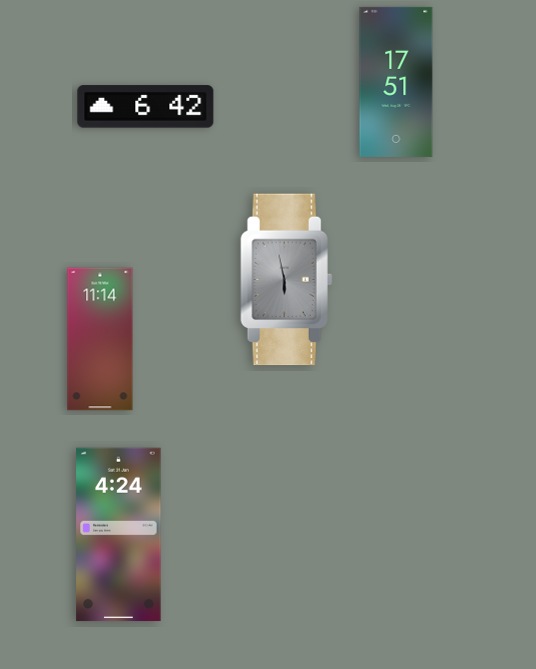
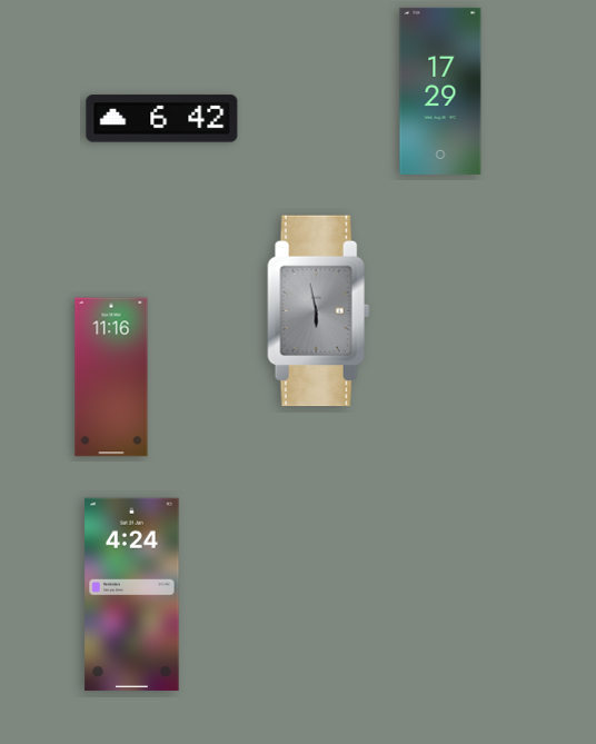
clock at (396, 82): 17:51 -> 17:29
clock at (100, 339): 11:14 -> 11:16
